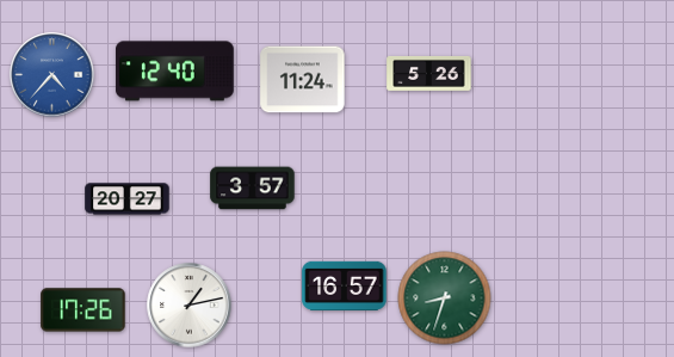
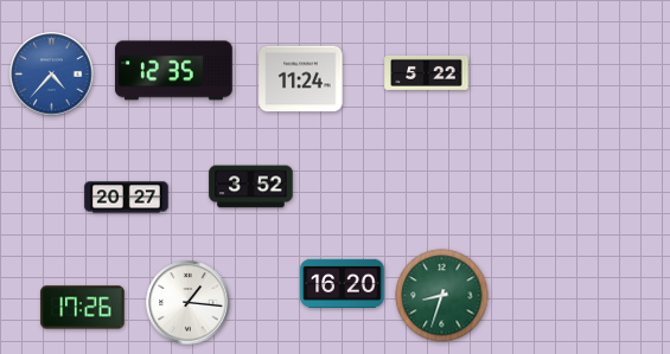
clock at (174, 72): 12:40 -> 12:35
clock at (429, 73): 5:26 -> 5:22
clock at (253, 189): 3:57 -> 3:52
clock at (345, 285): 16:57 -> 16:20
clock at (190, 306): 1:13 -> 1:16
